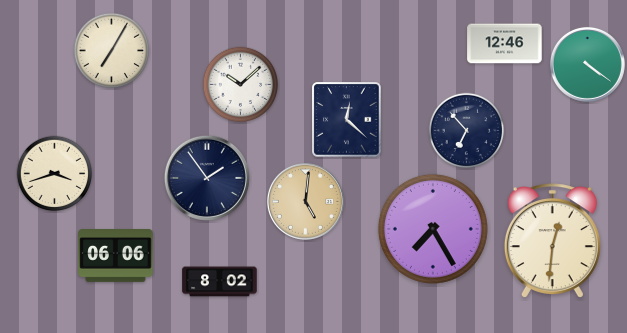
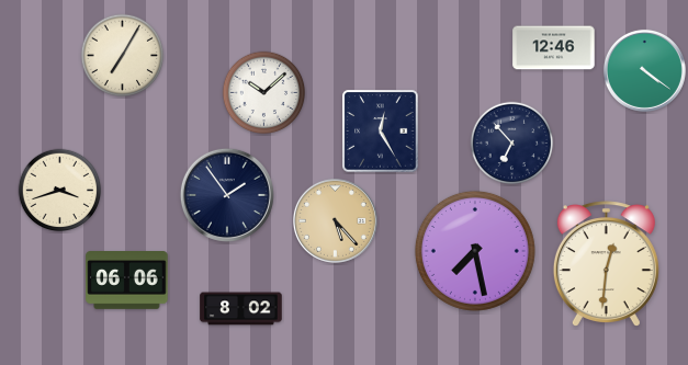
clock at (347, 120): 12:22 -> 12:25
clock at (305, 201): 5:01 -> 5:23
clock at (433, 229): 7:25 -> 7:28
